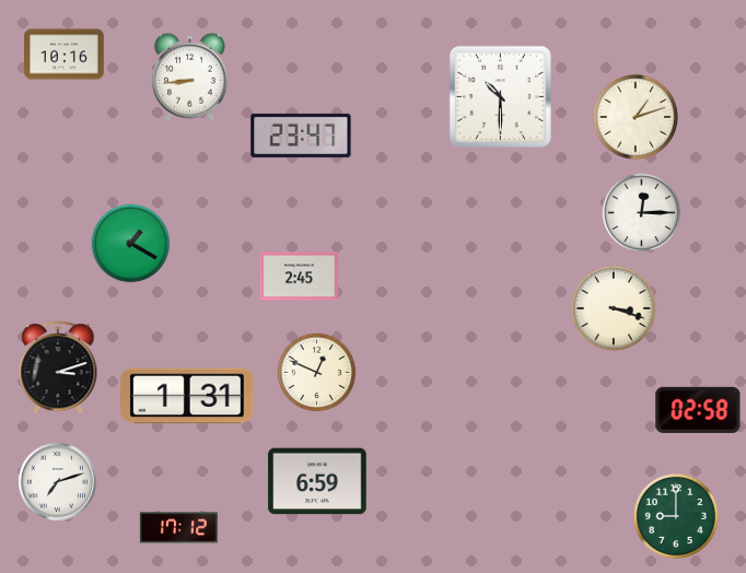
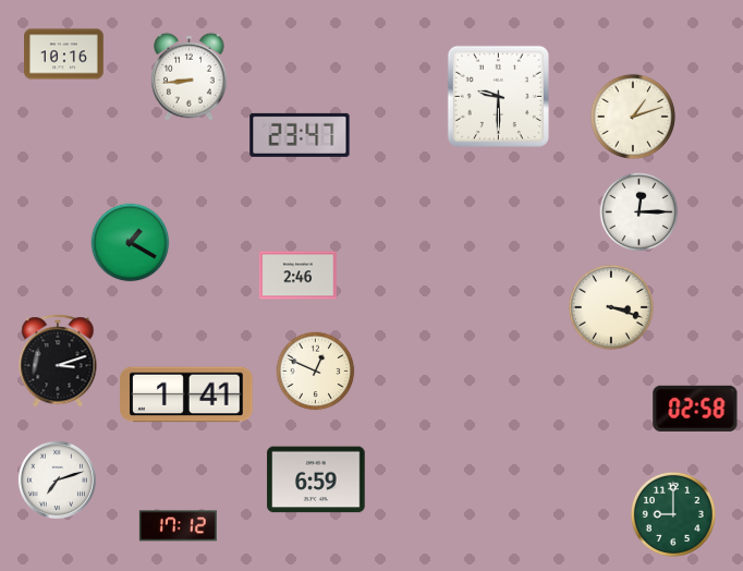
clock at (500, 96): 10:30 -> 9:30
clock at (299, 277): 2:45 -> 2:46
clock at (58, 367) position: (58, 367) -> (58, 361)
clock at (187, 396): 1:31 -> 1:41
